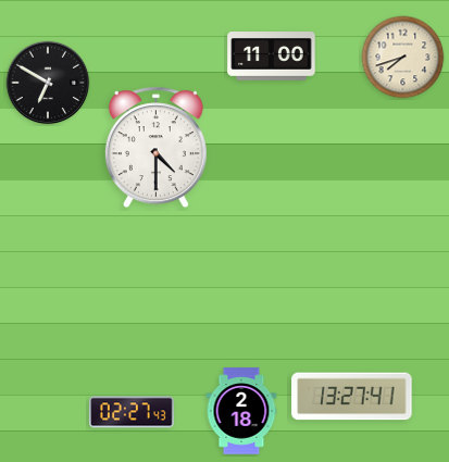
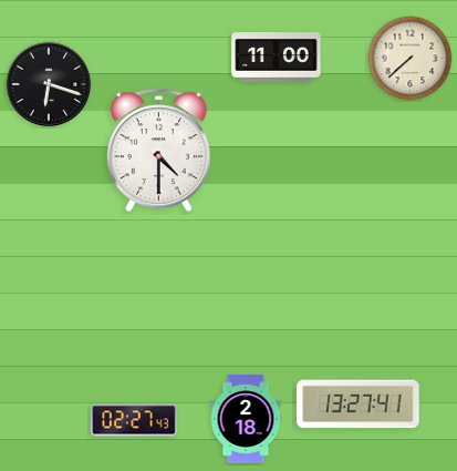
clock at (403, 58): 7:42 -> 7:38
clock at (48, 83): 6:50 -> 6:18
